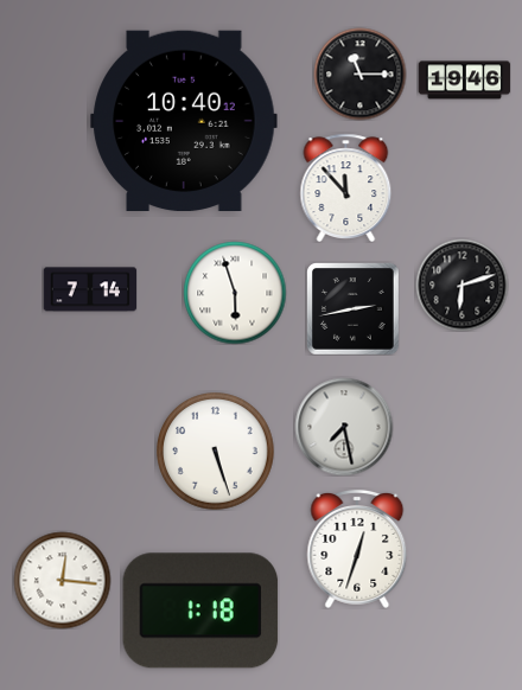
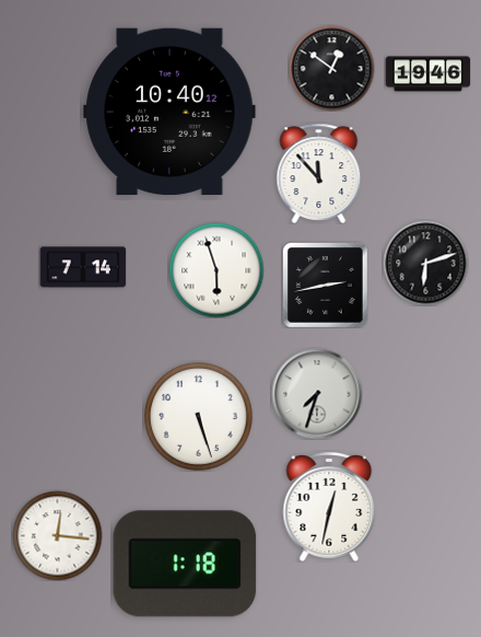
clock at (359, 74): 11:15 -> 12:51
clock at (344, 427): 7:28 -> 7:33
clock at (357, 549): 12:33 -> 12:32
